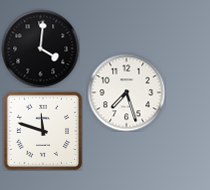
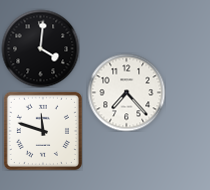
clock at (126, 92): 7:27 -> 7:23
